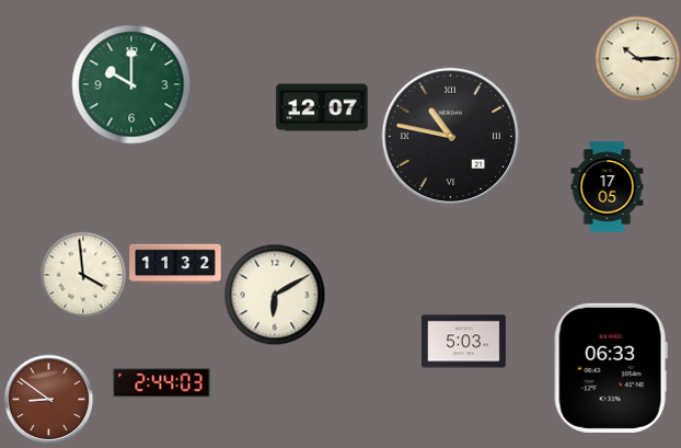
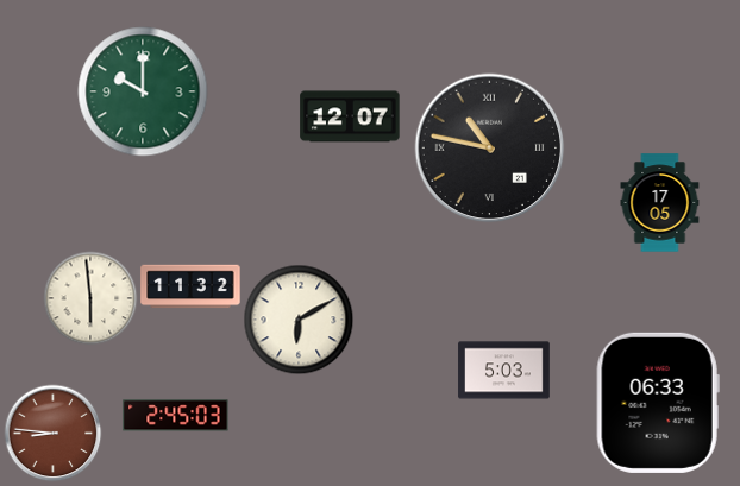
clock at (637, 58): 10:15 -> none
clock at (83, 275): 3:59 -> 5:59
clock at (611, 368) position: (611, 368) -> (658, 403)
clock at (162, 383): 2:44 -> 2:45
clock at (48, 399): 8:51 -> 8:46
